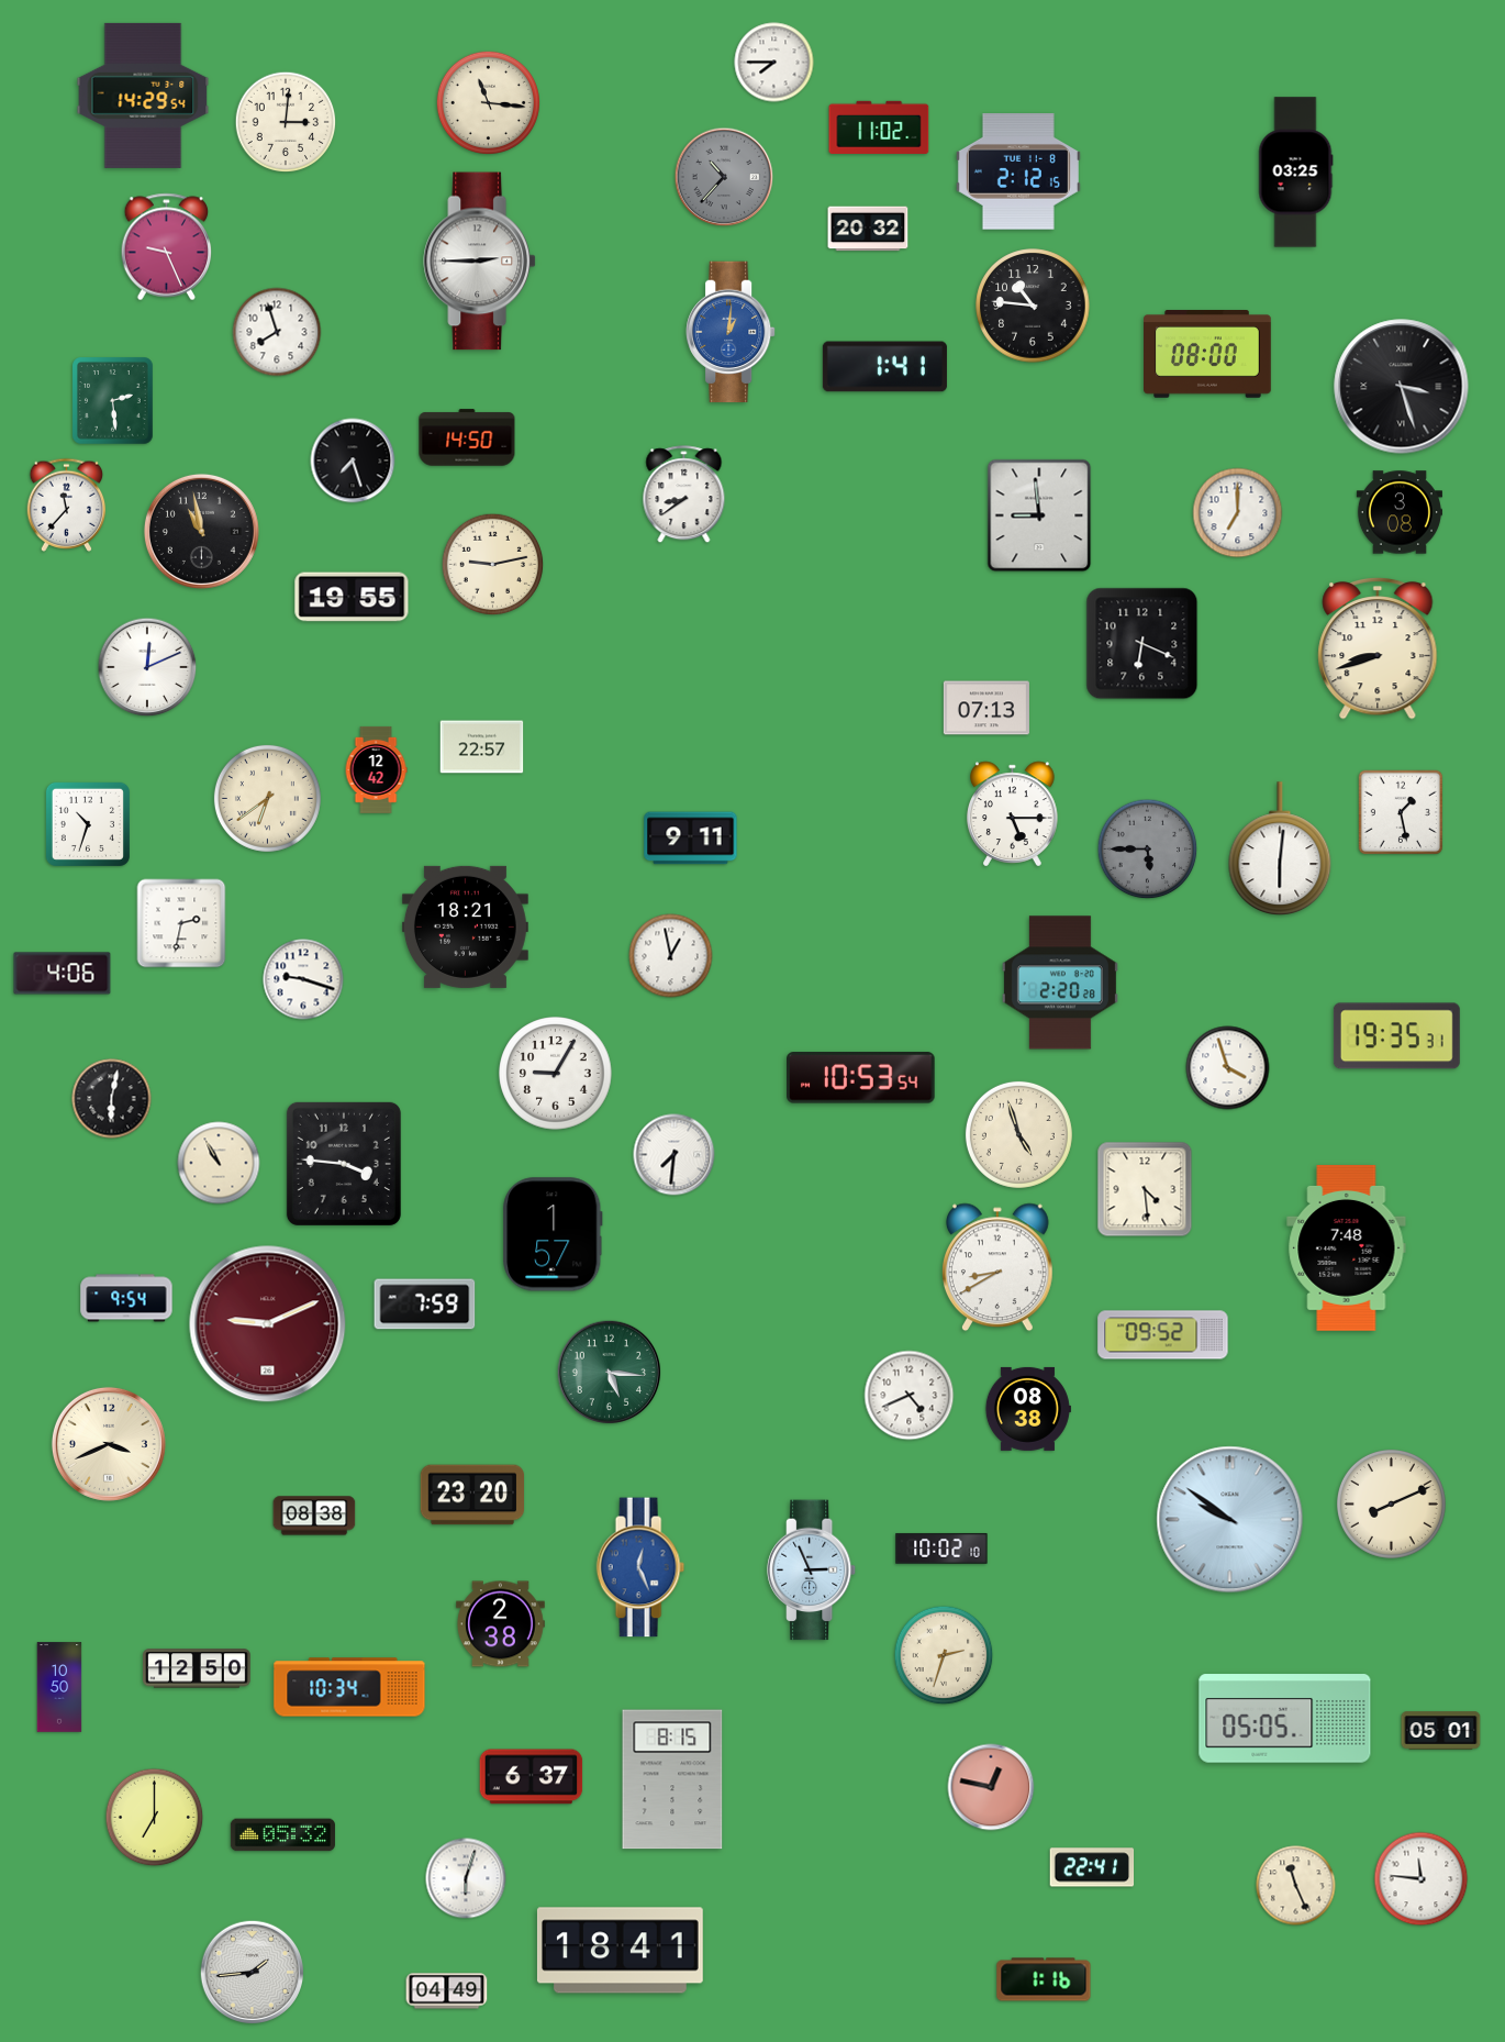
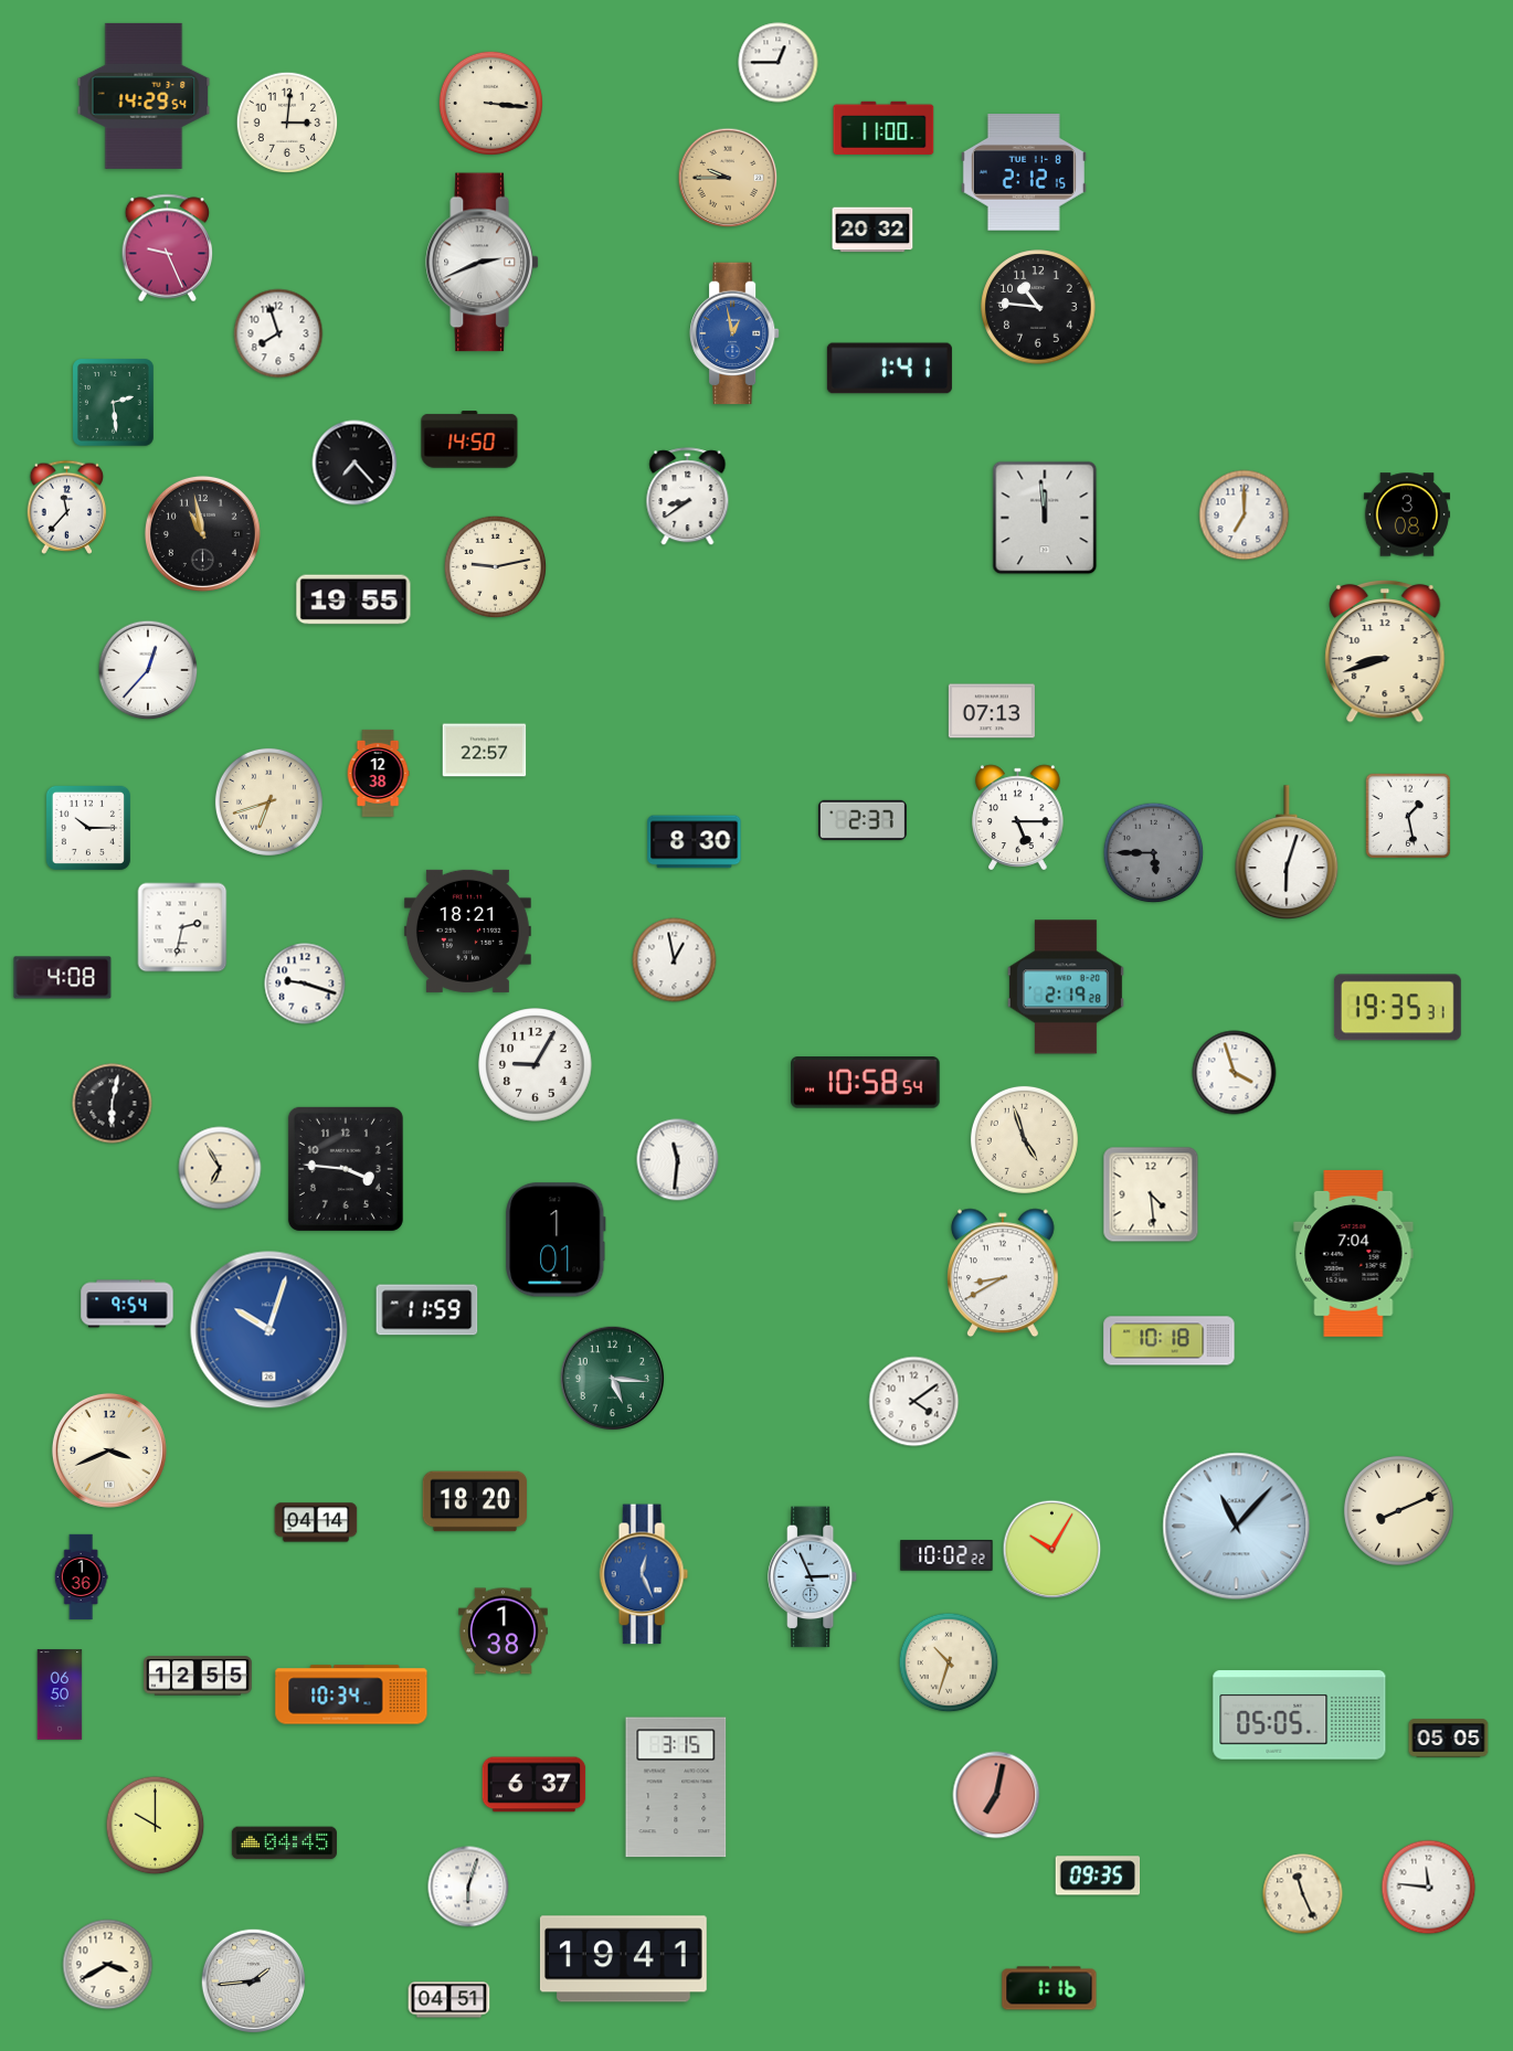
clock at (774, 63): 7:45 -> 12:45
clock at (488, 102): 11:16 -> 3:16
clock at (879, 127): 11:02 -> 11:00
clock at (1295, 173): 03:25 -> none
clock at (724, 177): 10:37 -> 9:45
clock at (724, 177) dial: grey -> champagne
clock at (480, 262): 2:45 -> 2:41
clock at (732, 332): 1:01 -> 12:58
clock at (1208, 355): 08:00 -> none
clock at (1402, 387): 3:27 -> none
clock at (353, 460): 7:27 -> 7:23
clock at (1039, 515): 8:59 -> 11:59
clock at (1142, 644): 6:19 -> none
clock at (147, 667): 12:11 -> 12:37
clock at (376, 769): 12:42 -> 12:38
clock at (267, 798): 6:39 -> 6:42
clock at (863, 820): none -> 2:37
clock at (88, 824): 10:33 -> 10:15
clock at (691, 839): 9:11 -> 8:30
clock at (1280, 848): 6:01 -> 6:03
clock at (63, 974): 4:06 -> 4:08
clock at (1060, 983): 2:20 -> 2:19
clock at (1396, 1036) position: (1396, 1036) -> (1397, 1008)
clock at (556, 1074) position: (556, 1074) -> (536, 1065)
clock at (861, 1078): 10:53 -> 10:58
clock at (675, 1155): 7:31 -> 11:31
clock at (219, 1163): 10:55 -> 6:55
clock at (553, 1234): 1:57 -> 1:01
clock at (1347, 1247): 7:48 -> 7:04
clock at (425, 1305): 7:59 -> 11:59
clock at (268, 1324): 9:11 -> 10:03
clock at (268, 1324) dial: burgundy -> blue
clock at (1163, 1335): 09:52 -> 10:18
clock at (910, 1396): 4:41 -> 4:09
clock at (1027, 1409): 08:38 -> none
clock at (472, 1495): 23:20 -> 18:20
clock at (314, 1516): 08:38 -> 04:14
clock at (1230, 1520): 9:51 -> 11:07
clock at (1052, 1550): none -> 10:05
clock at (941, 1549): 10:02:10 -> 10:02:22
clock at (81, 1577): none -> 1:36
clock at (813, 1571) position: (813, 1571) -> (814, 1577)
clock at (501, 1624): 2:38 -> 1:38
clock at (944, 1655): 2:33 -> 10:33
clock at (198, 1668): 12:50 -> 12:55
clock at (59, 1687): 10:50 -> 06:50
clock at (1285, 1719) position: (1285, 1719) -> (1300, 1715)
clock at (1441, 1731): 05:01 -> 05:05
clock at (672, 1779): 8:15 -> 3:15
clock at (991, 1787): 12:47 -> 7:02
clock at (155, 1818): 7:00 -> 10:00
clock at (282, 1835): 05:32 -> 04:45
clock at (1092, 1867): 22:41 -> 09:35
clock at (620, 1951): 18:41 -> 19:41
clock at (108, 1965): none -> 3:40
clock at (447, 1991): 04:49 -> 04:51
